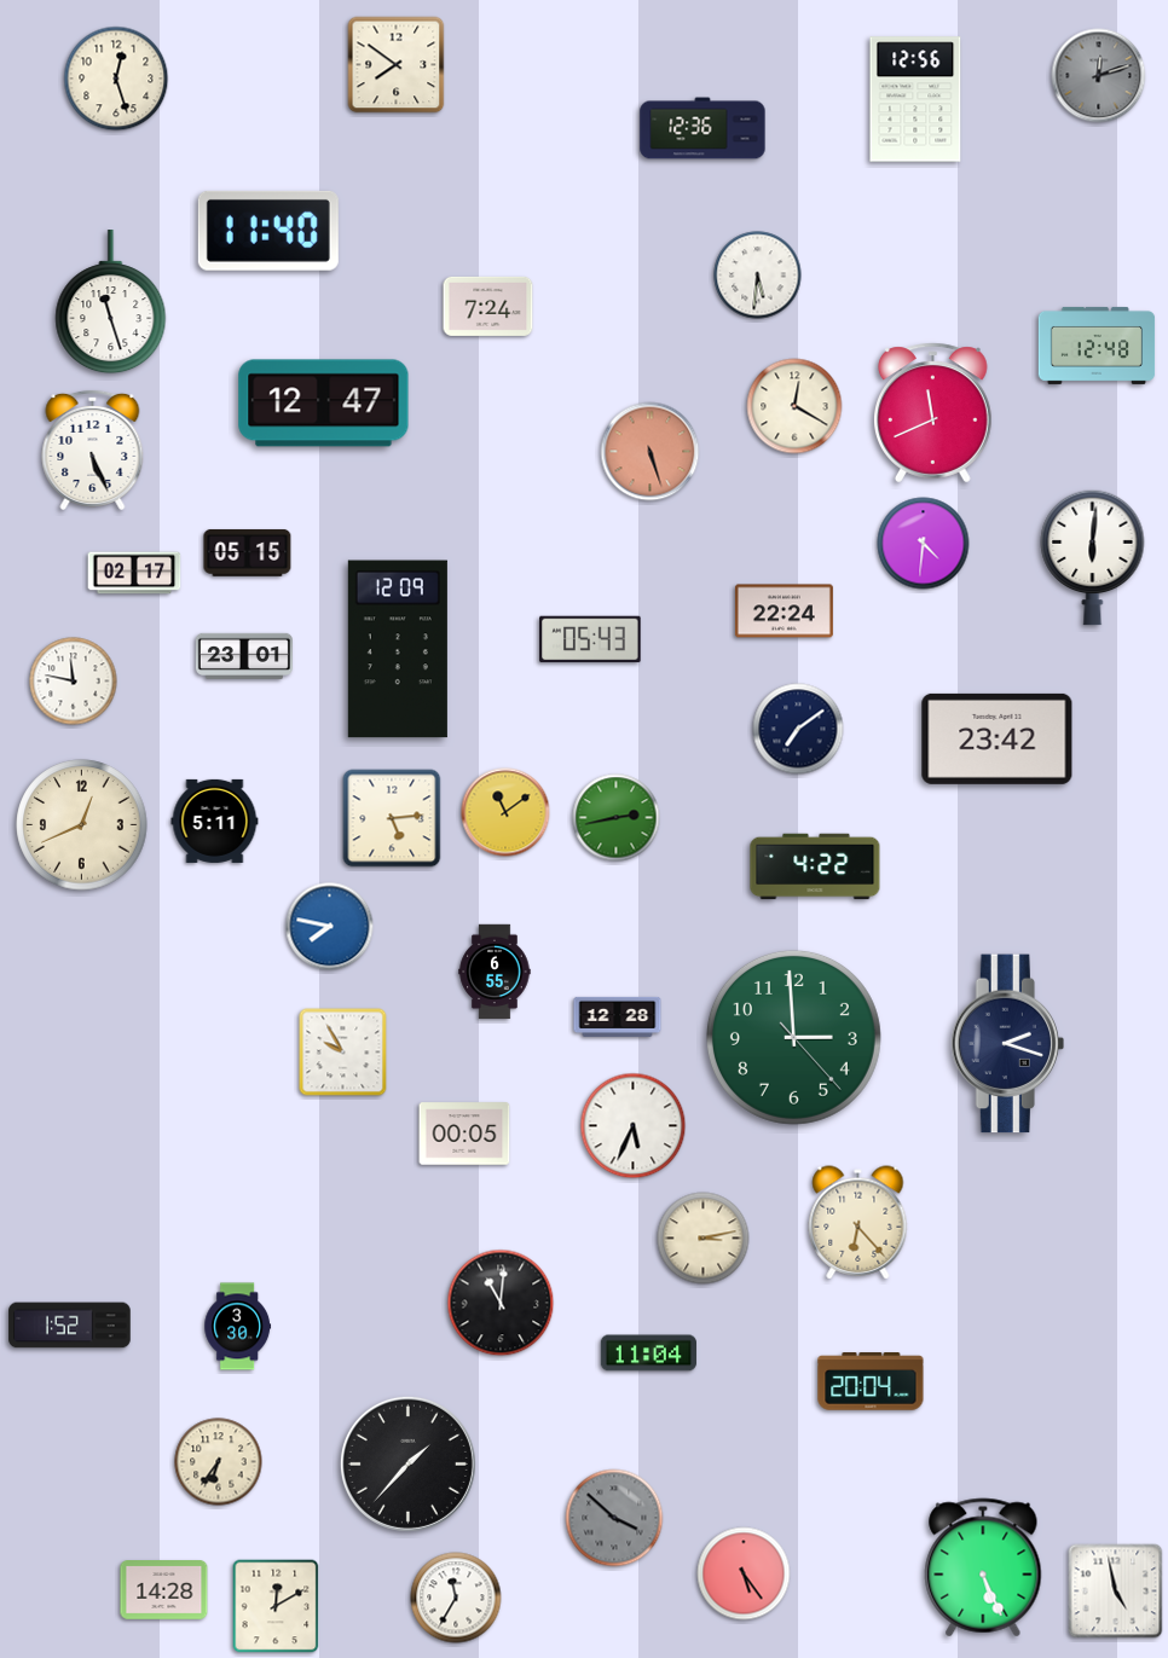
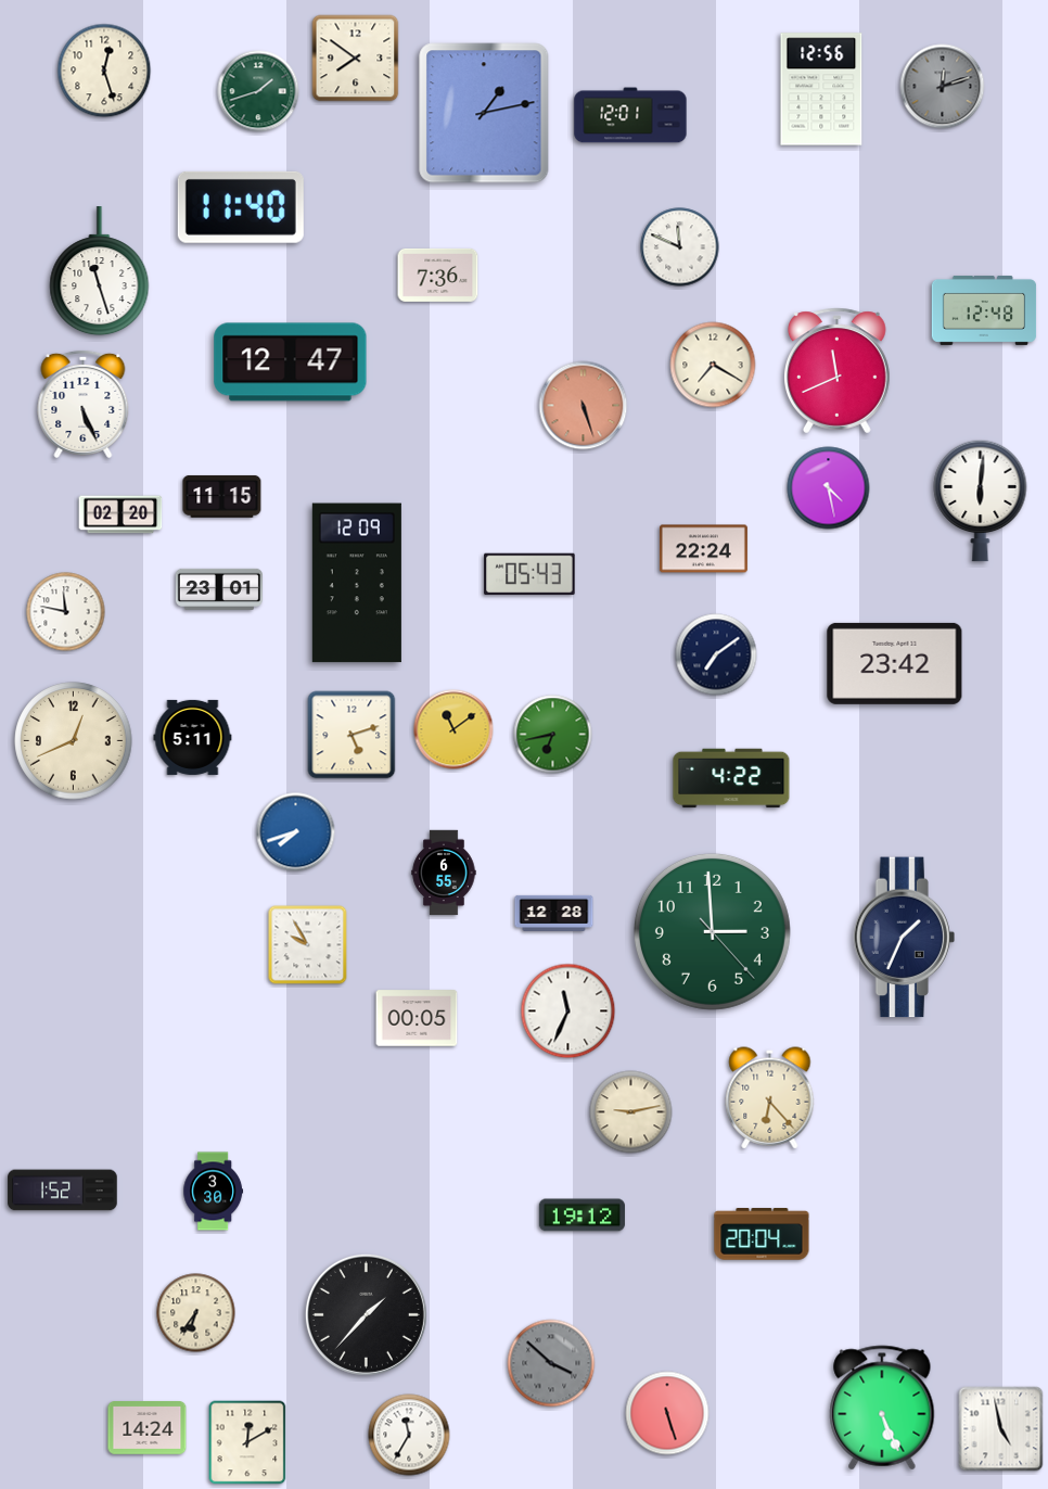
clock at (1099, 76) position: (1099, 76) -> (943, 87)
clock at (258, 91): none -> 1:42
clock at (484, 113): none -> 1:13
clock at (702, 128): 12:36 -> 12:01
clock at (758, 276): 5:31 -> 11:49
clock at (488, 306): 7:24 -> 7:36
clock at (794, 406): 12:20 -> 7:20
clock at (924, 544): 4:31 -> 4:28
clock at (248, 552): 05:15 -> 11:15
clock at (134, 573): 02:17 -> 02:20
clock at (392, 818): 5:14 -> 5:12
clock at (617, 818): 2:43 -> 6:43
clock at (330, 927): 7:47 -> 7:42
clock at (1007, 1044): 2:18 -> 1:34
clock at (634, 1126): 5:34 -> 11:34
clock at (704, 1239): 3:13 -> 9:13
clock at (501, 1303): 11:01 -> none
clock at (648, 1353): 11:04 -> 19:12
clock at (871, 1381) position: (871, 1381) -> (762, 1234)
clock at (744, 1573): 5:24 -> 5:27
clock at (164, 1590): 14:28 -> 14:24
